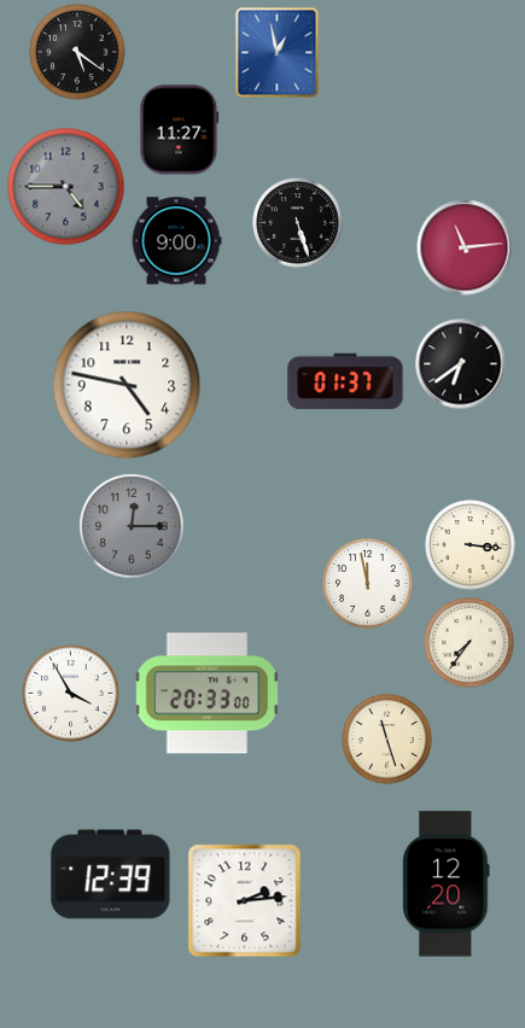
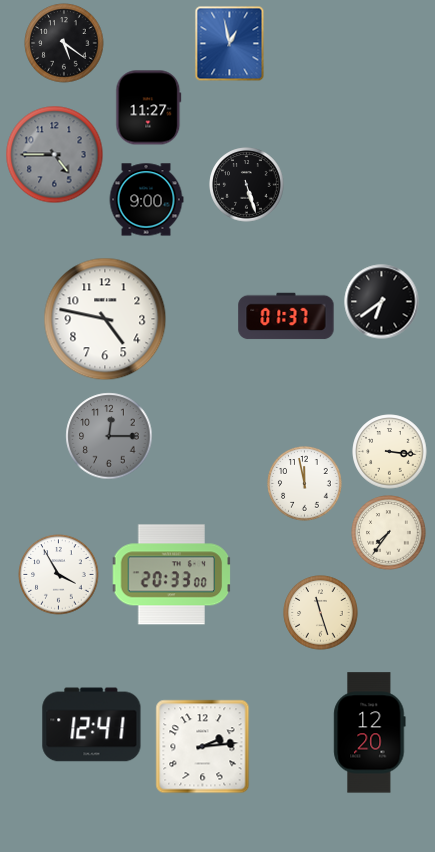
clock at (465, 247): 11:14 -> none
clock at (111, 875): 12:39 -> 12:41
